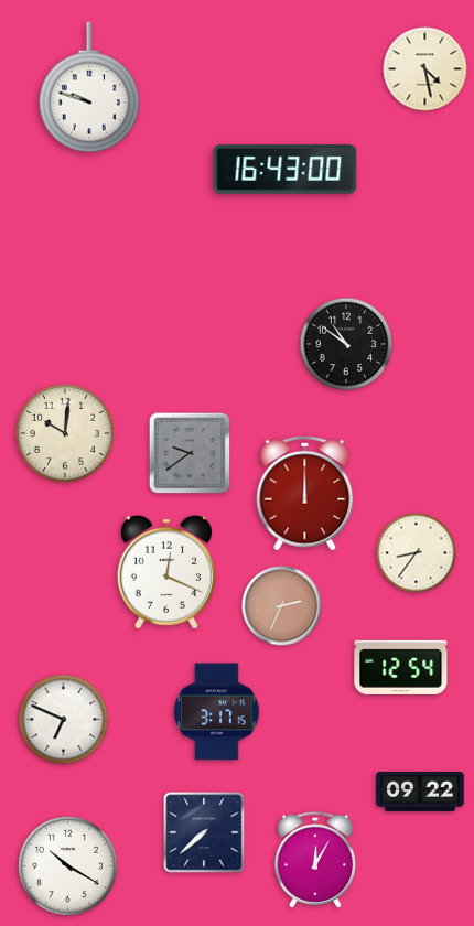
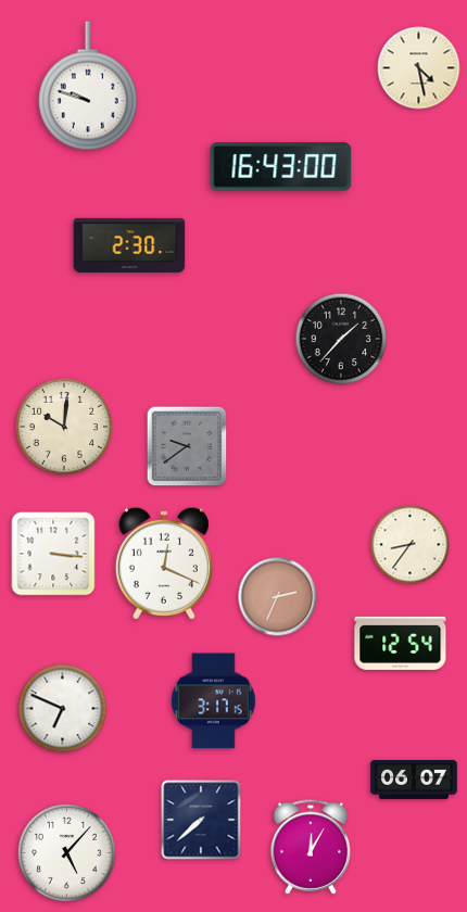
clock at (129, 245): none -> 2:30
clock at (346, 344): 10:51 -> 1:37
clock at (305, 493): 12:00 -> none
clock at (53, 554): none -> 3:16
clock at (401, 667) position: (401, 667) -> (401, 643)
clock at (420, 792): 09:22 -> 06:07
clock at (67, 865): 10:20 -> 5:07
